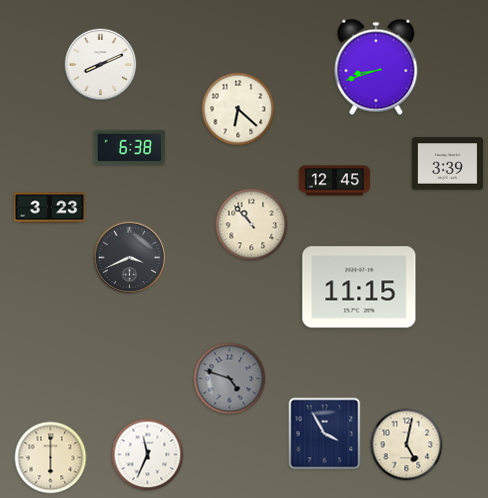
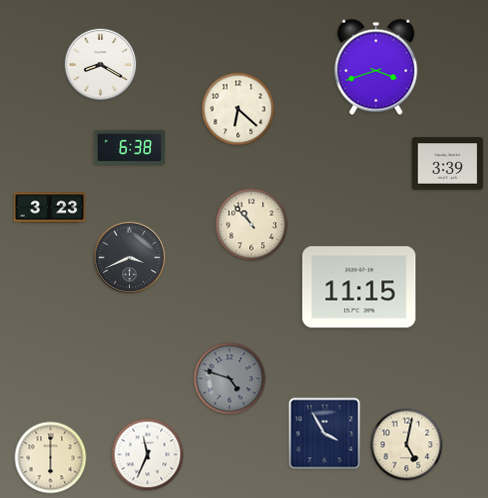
clock at (101, 65): 8:11 -> 8:20
clock at (376, 67): 8:42 -> 3:42
clock at (335, 181): 12:45 -> none
